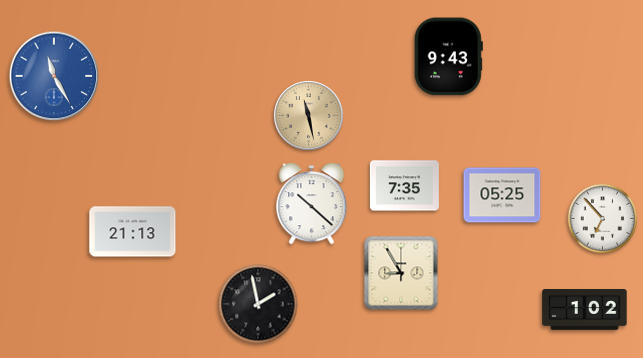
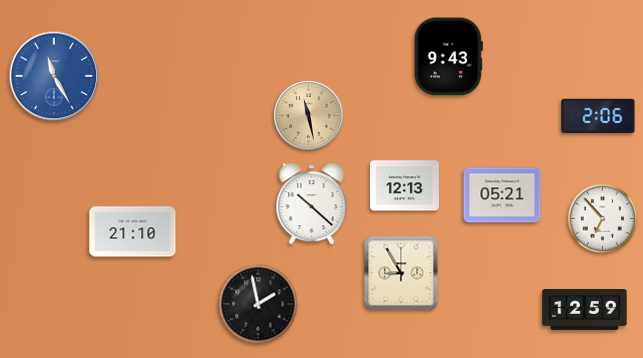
clock at (598, 116): none -> 2:06
clock at (404, 186): 7:35 -> 12:13
clock at (502, 195): 05:25 -> 05:21
clock at (133, 232): 21:13 -> 21:10
clock at (585, 310): 1:02 -> 12:59
